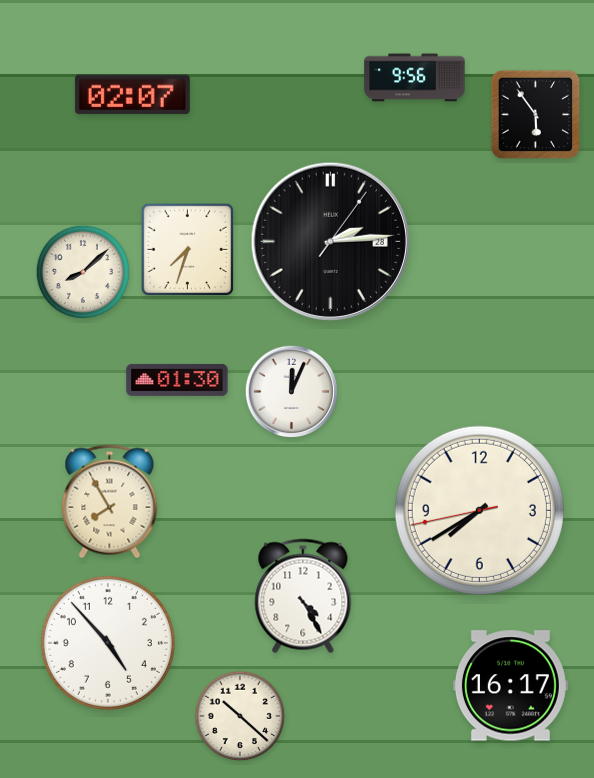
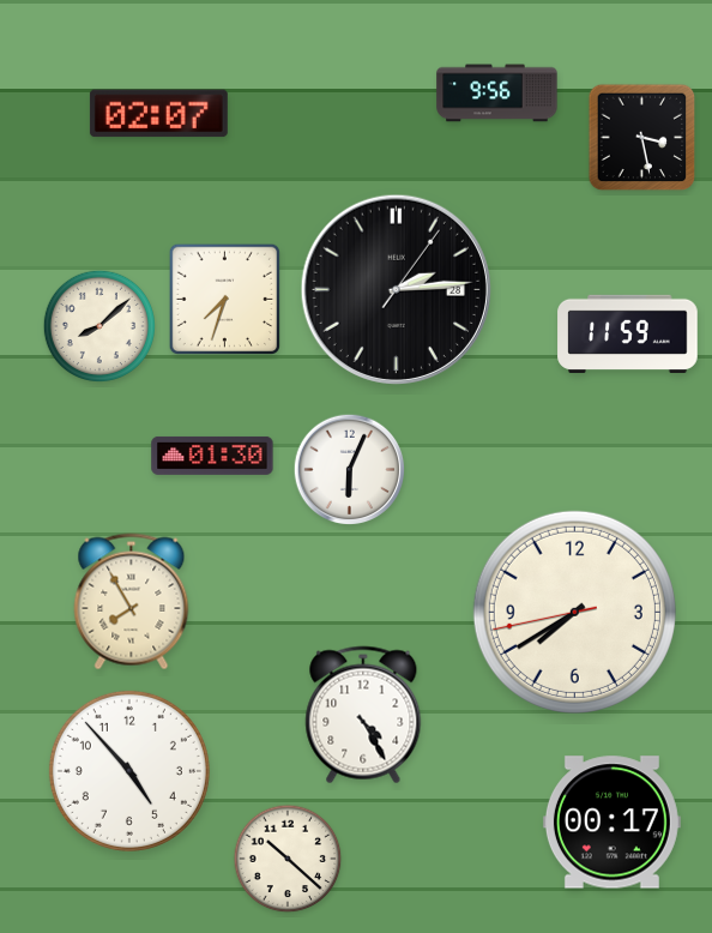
clock at (536, 115): 5:54 -> 3:28
clock at (628, 333): none -> 11:59
clock at (292, 392): 12:04 -> 6:04
clock at (510, 686): 16:17 -> 00:17
